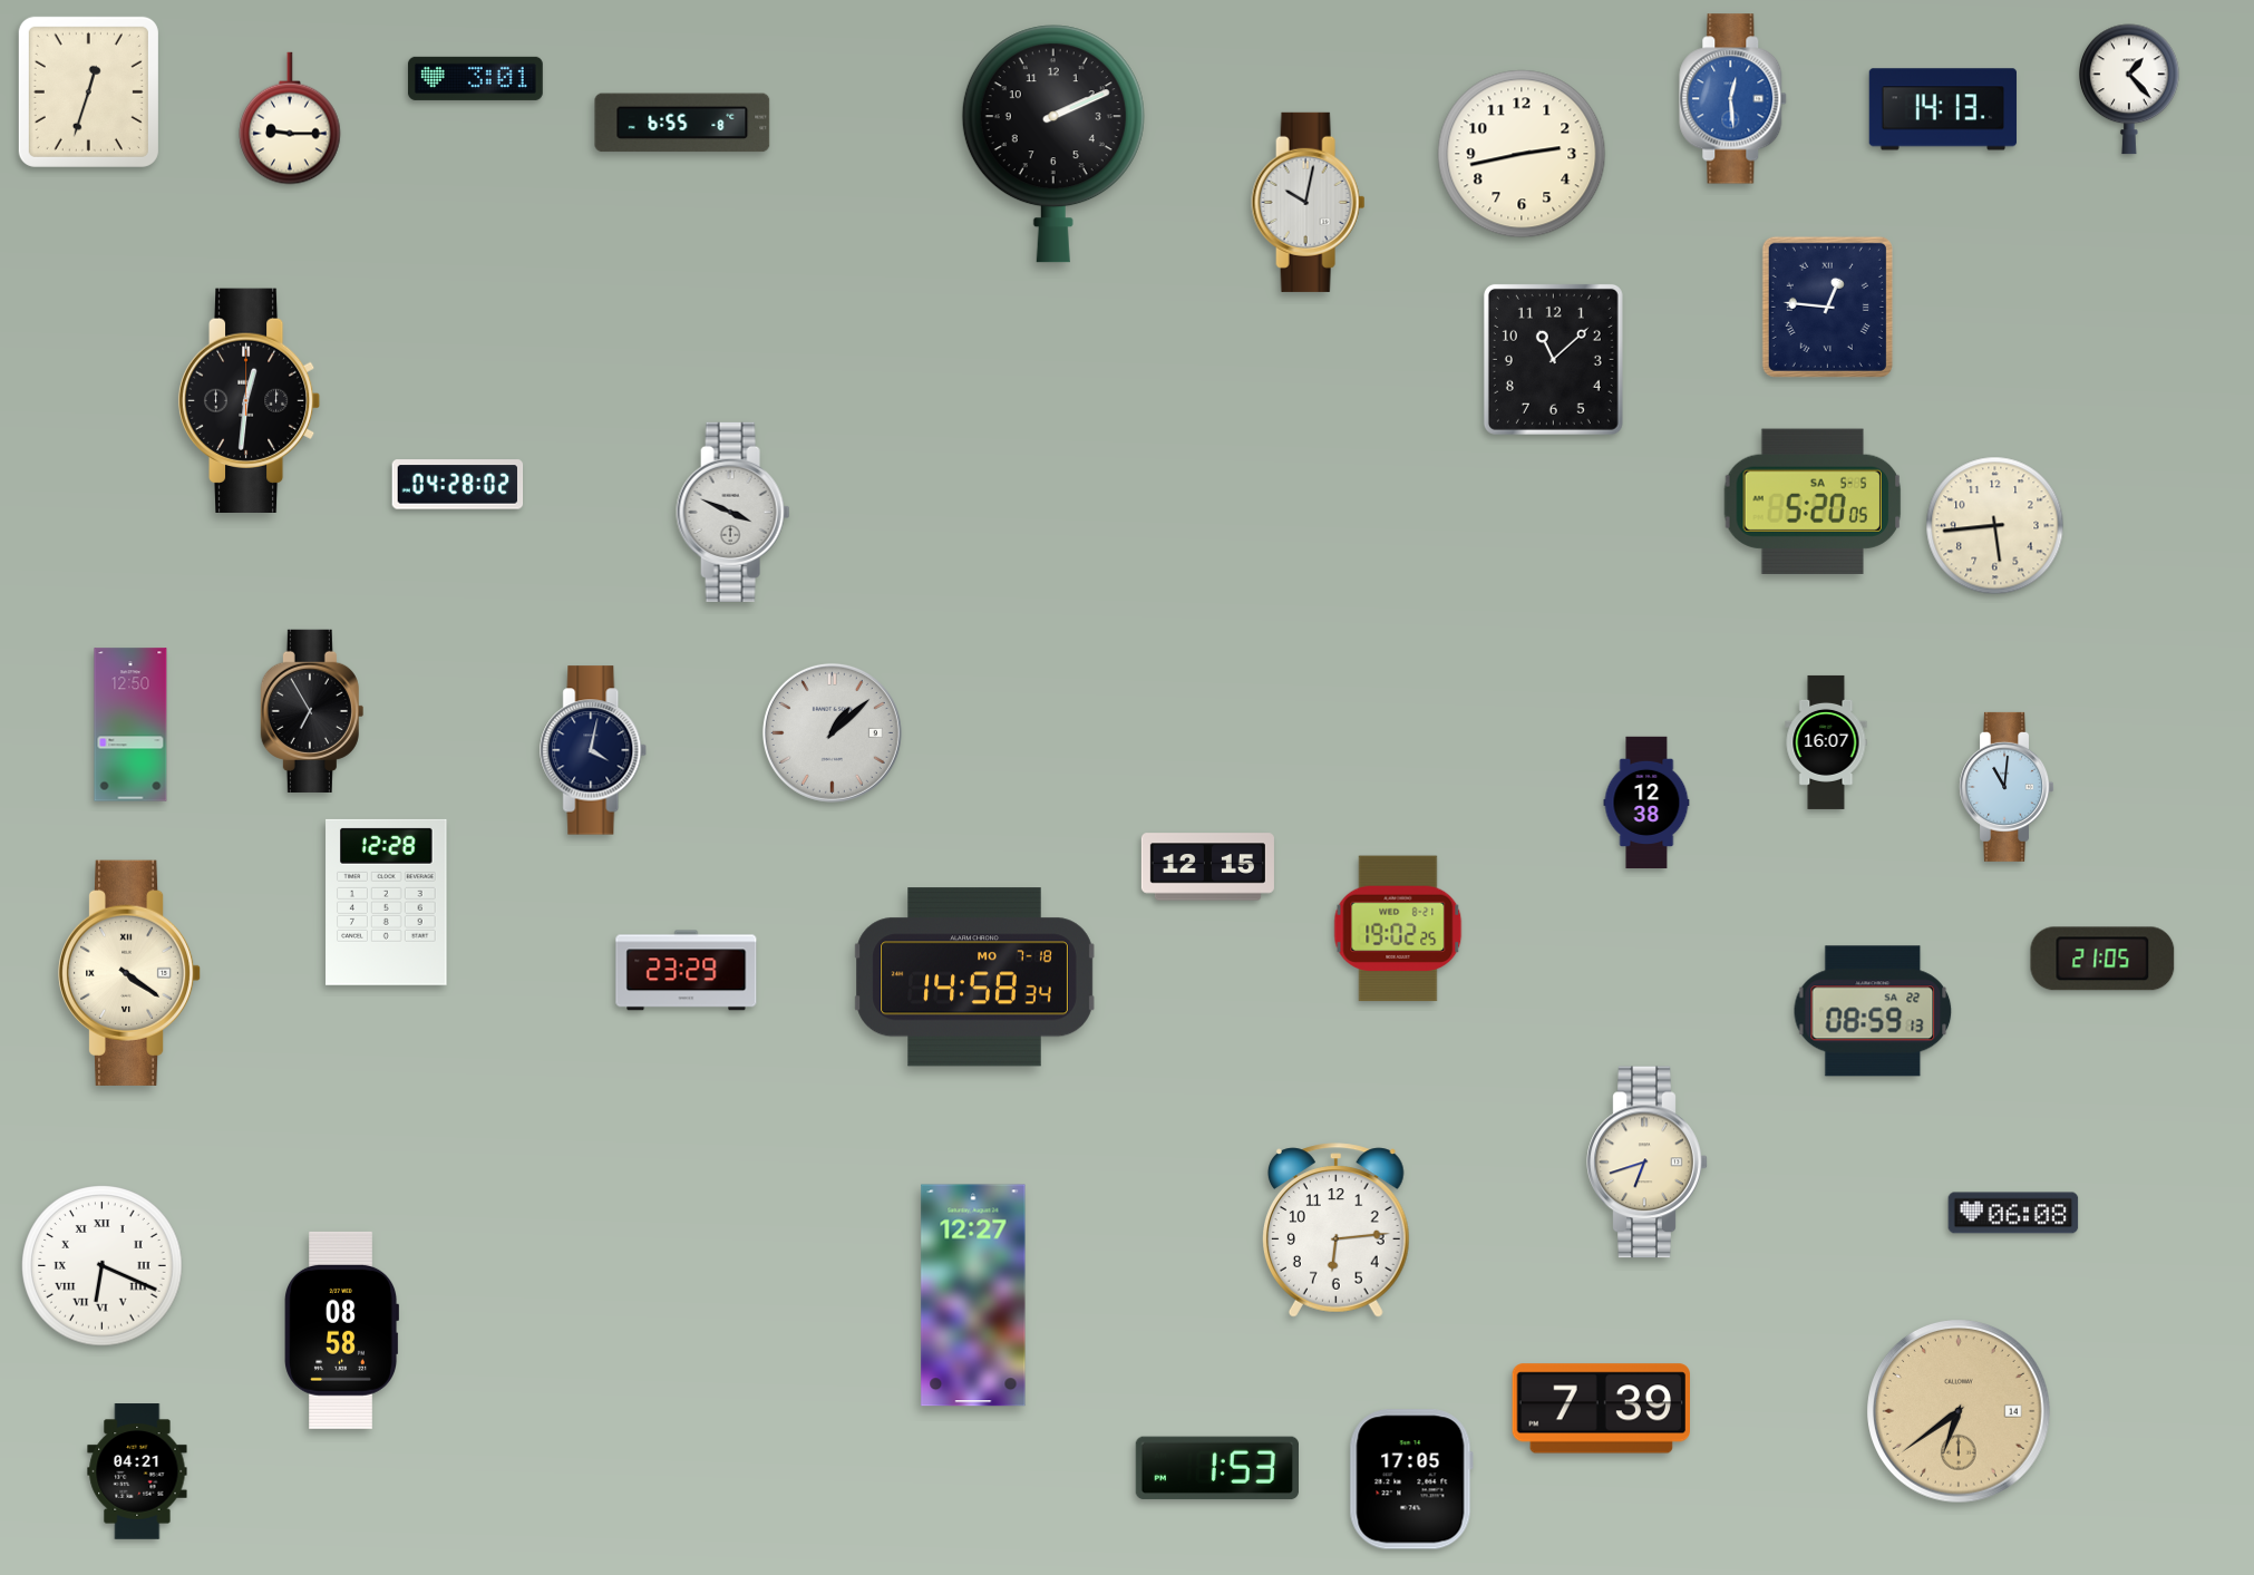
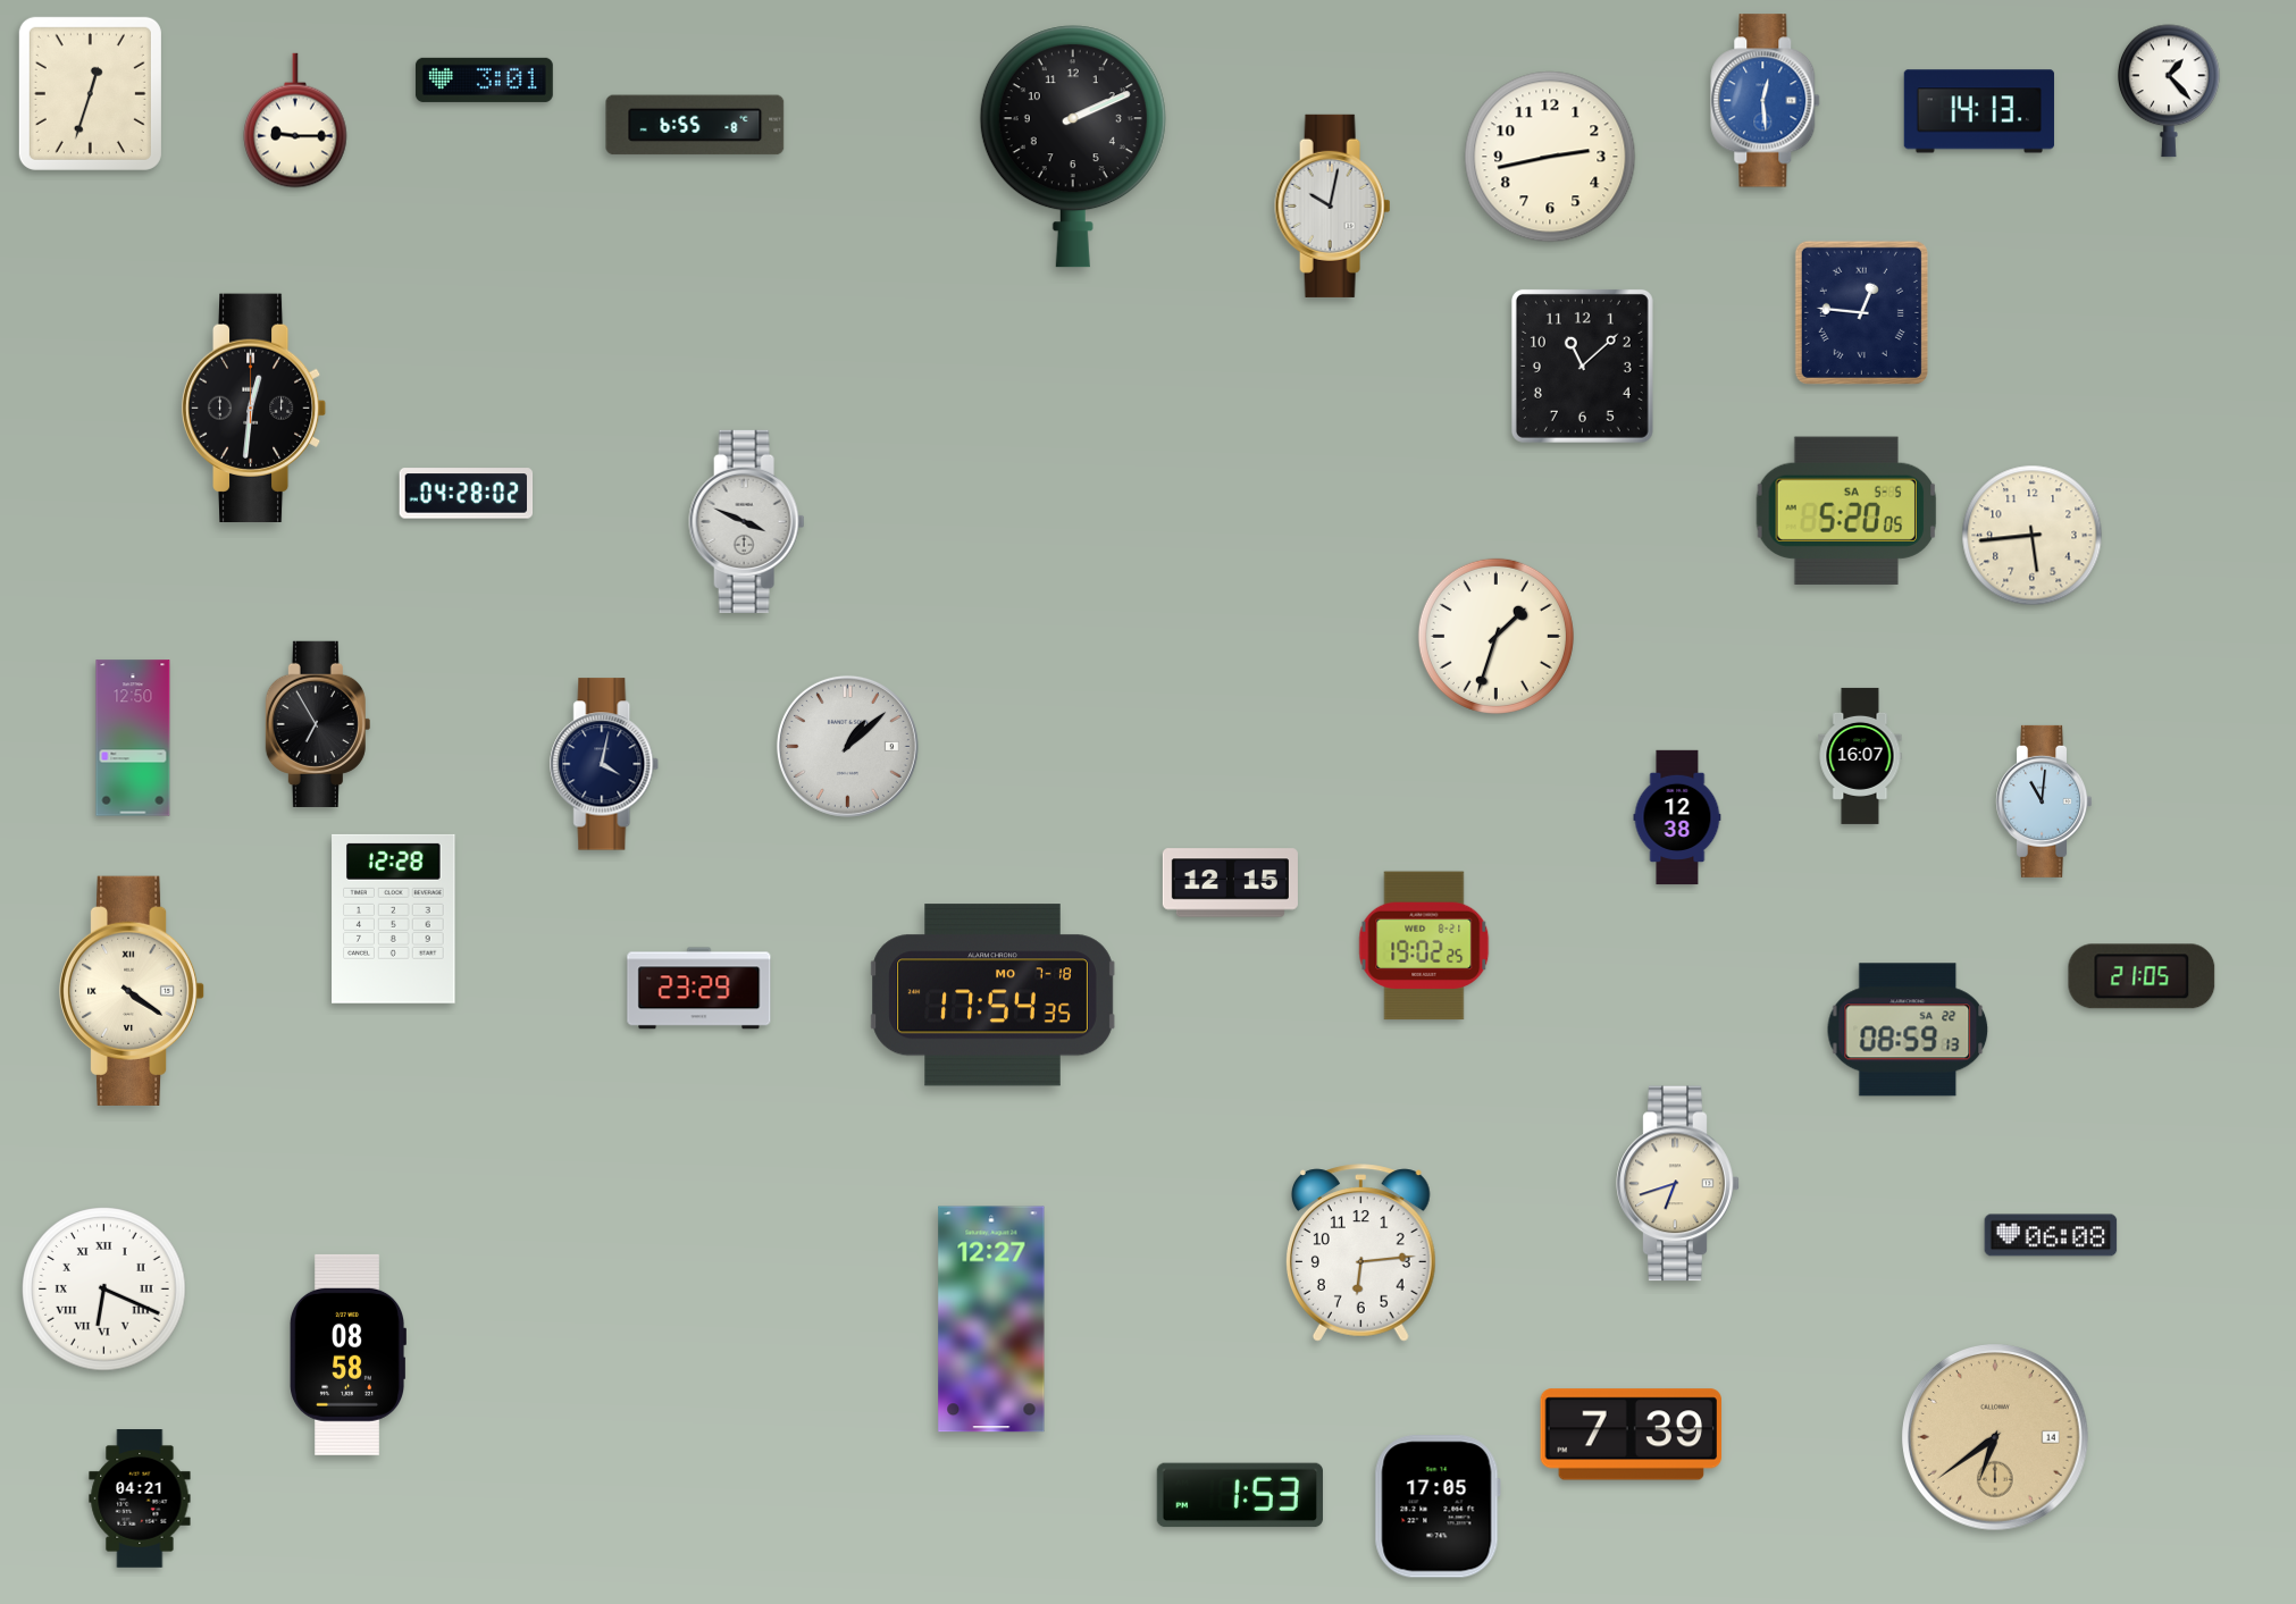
clock at (1495, 636): none -> 1:33
clock at (974, 978): 14:58 -> 17:54
